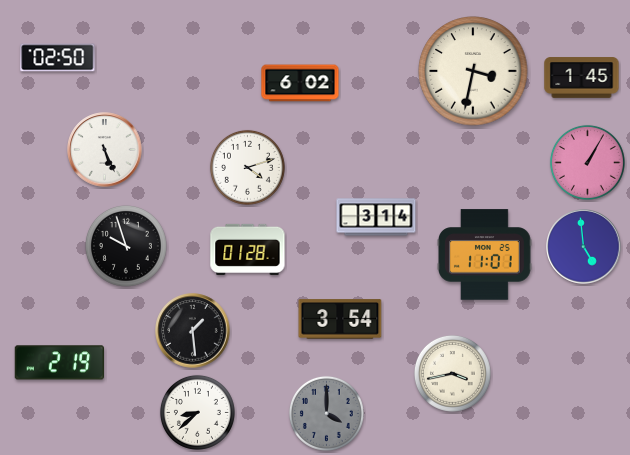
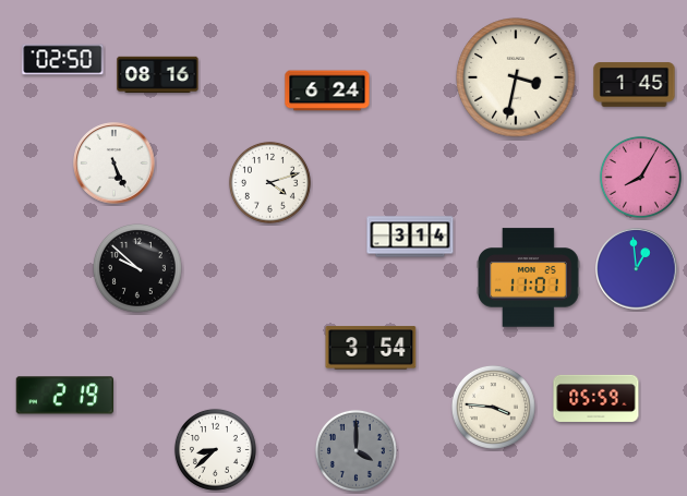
clock at (58, 58) position: (58, 58) -> (63, 60)
clock at (158, 75): none -> 08:16
clock at (300, 83): 6:02 -> 6:24
clock at (587, 162): 1:05 -> 8:05
clock at (126, 246): 9:57 -> 9:52
clock at (584, 247): 4:59 -> 12:59
clock at (248, 249): 01:28 -> none
clock at (193, 331): 1:29 -> none
clock at (596, 398): none -> 05:59
clock at (452, 373): 3:43 -> 3:46
